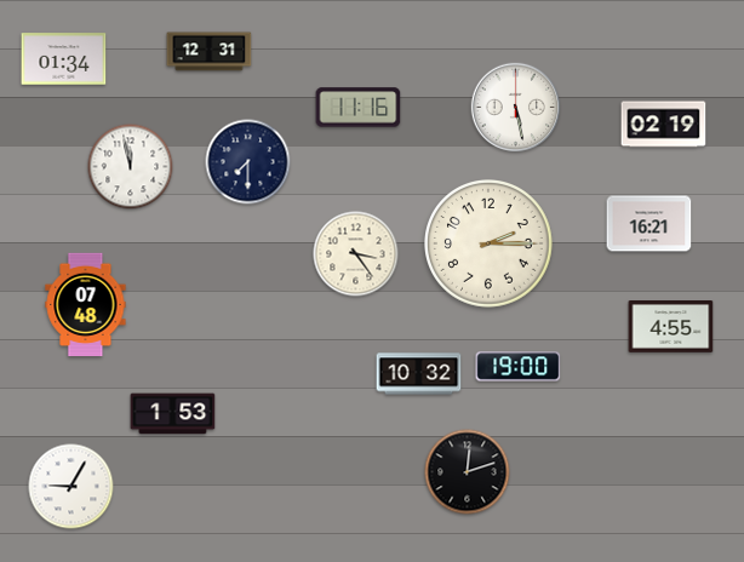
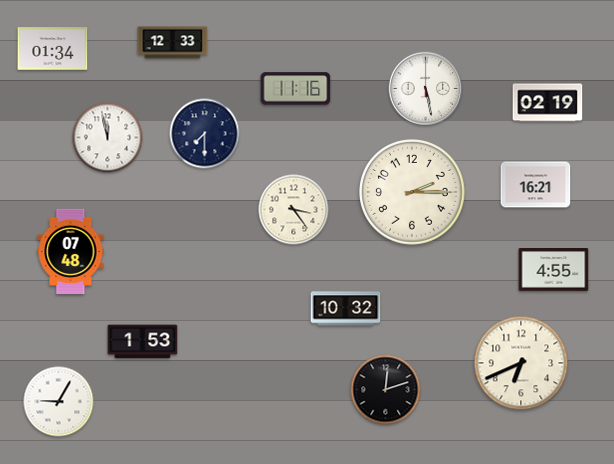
clock at (210, 52): 12:31 -> 12:33
clock at (490, 245) position: (490, 245) -> (413, 193)
clock at (519, 367): 19:00 -> none
clock at (521, 363): none -> 6:41
